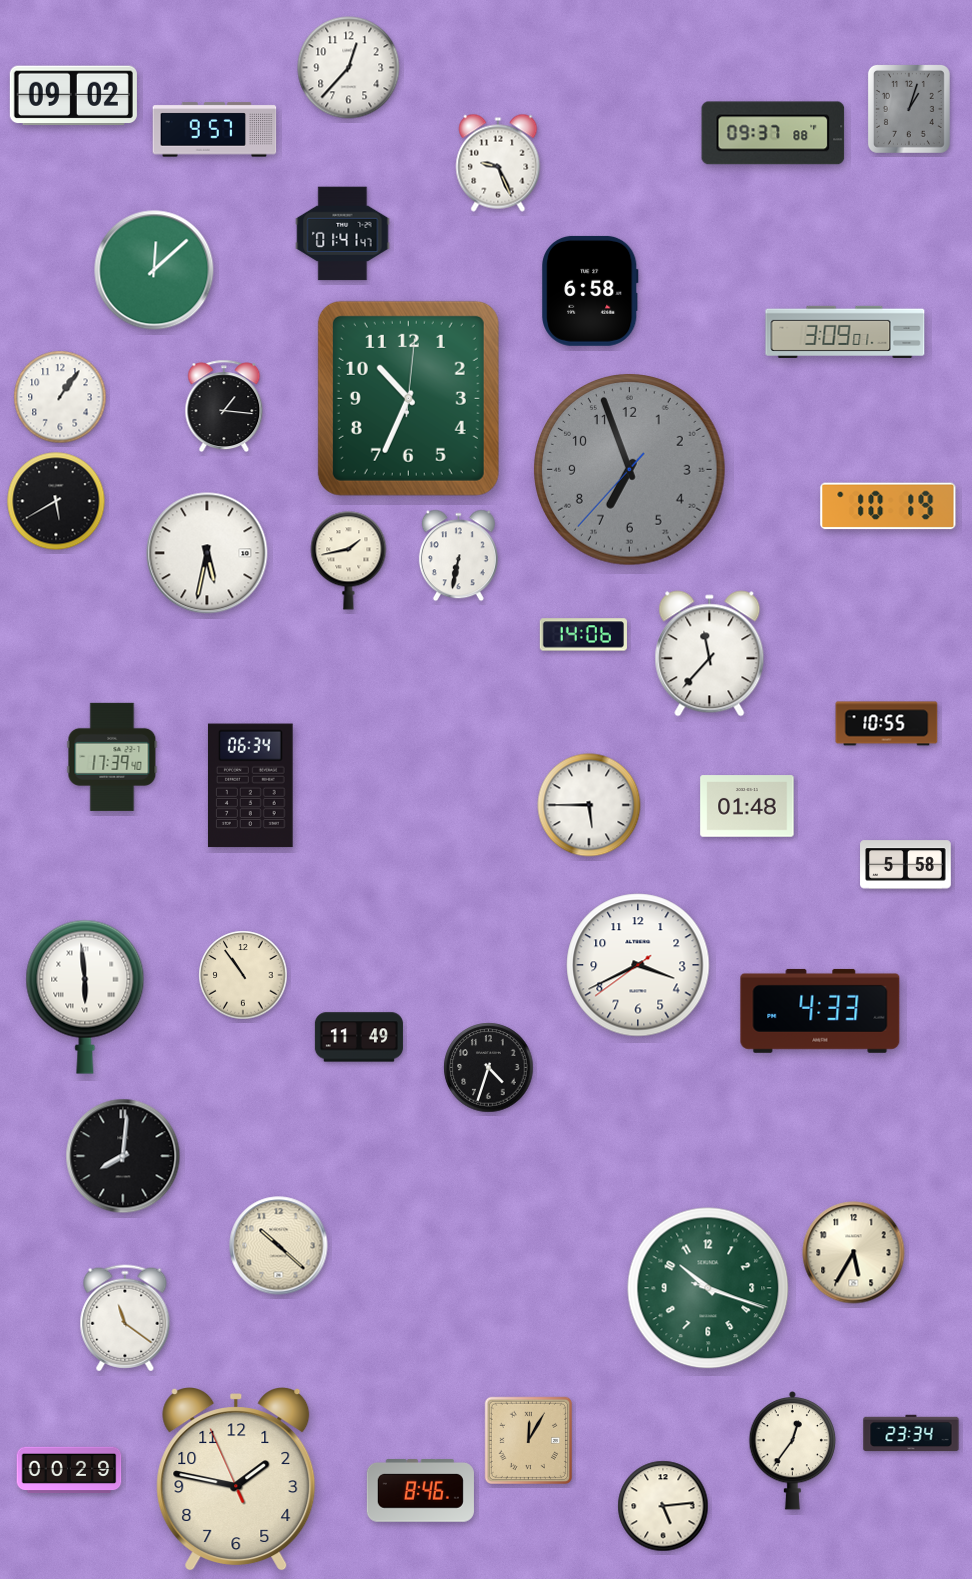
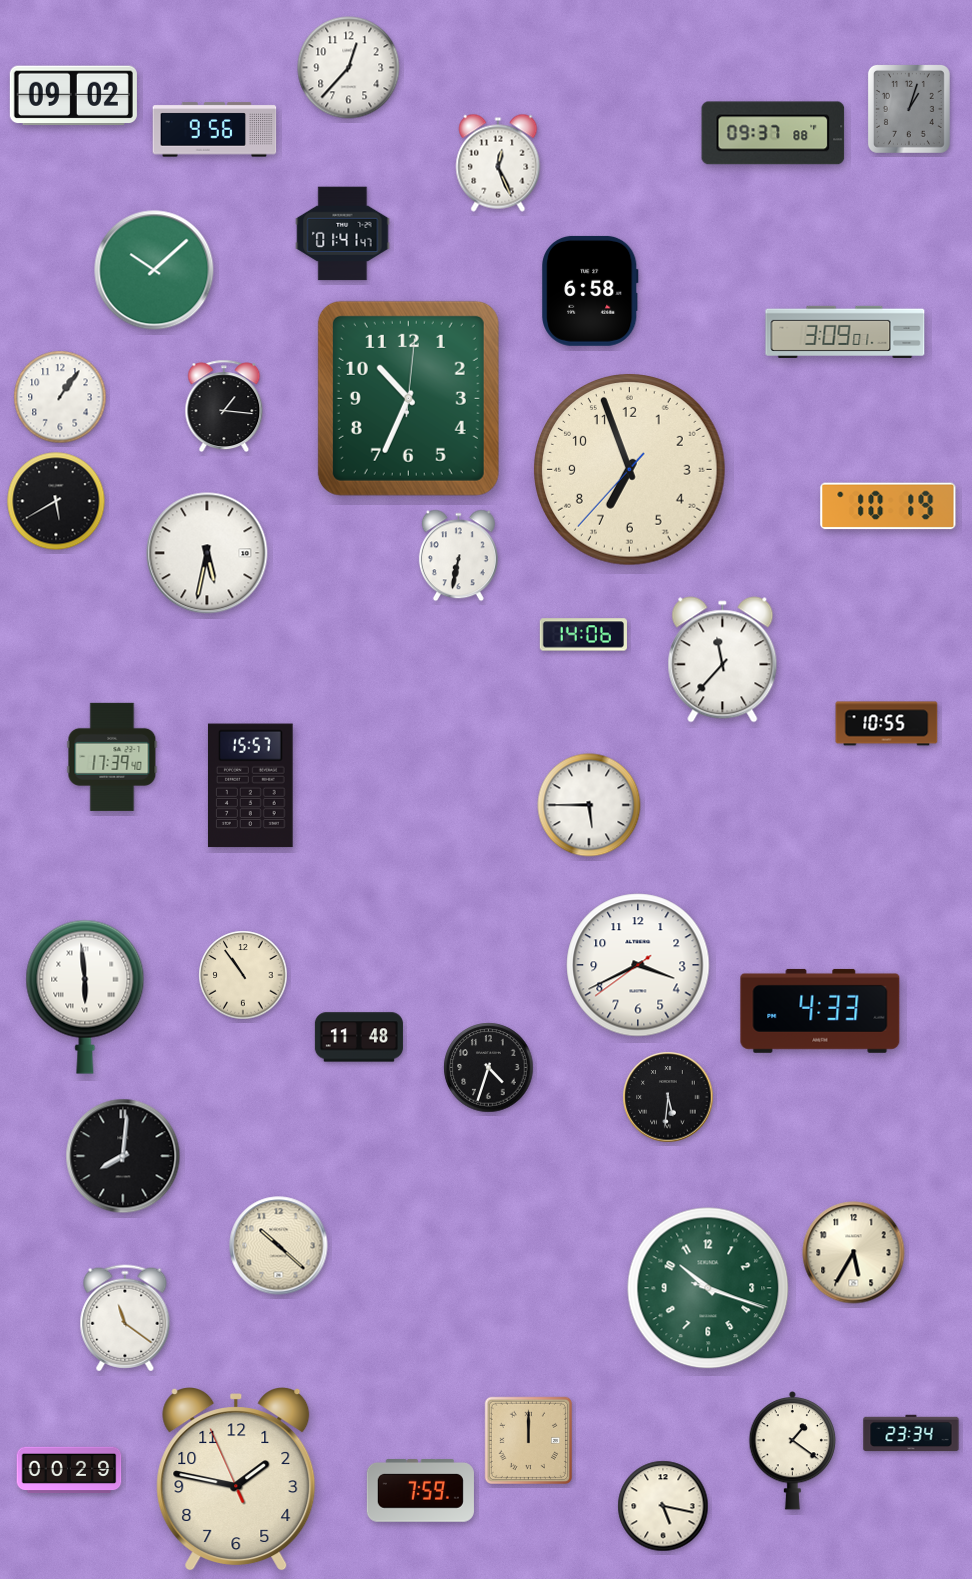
clock at (215, 130): 9:57 -> 9:56
clock at (498, 163): 9:26 -> 12:26
clock at (154, 270): 12:08 -> 10:08
clock at (630, 470) dial: grey -> cream
clock at (349, 561): 1:43 -> none
clock at (710, 654) position: (710, 654) -> (723, 660)
clock at (251, 786): 06:34 -> 15:57
clock at (747, 806): 01:48 -> none
clock at (906, 865): 5:58 -> none
clock at (359, 1037): 11:49 -> 11:48
clock at (668, 1097): none -> 5:31
clock at (528, 1440): 12:05 -> 12:00
clock at (793, 1450): 12:36 -> 1:21
clock at (420, 1491): 8:46 -> 7:59
clock at (663, 1506): 5:14 -> 5:17
